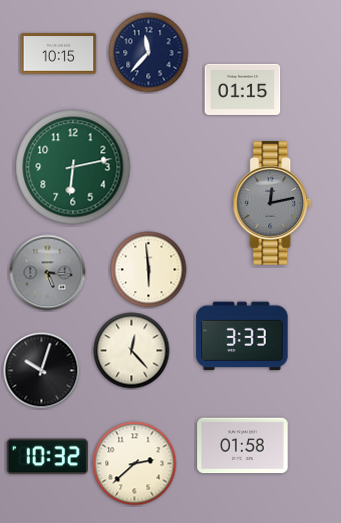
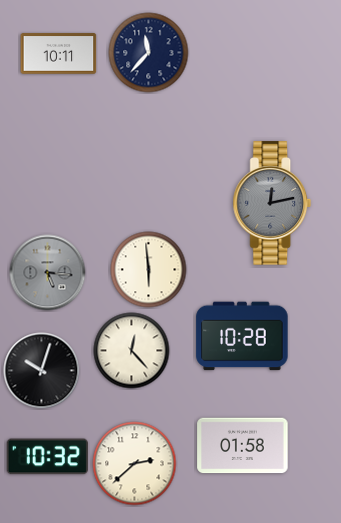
clock at (59, 54): 10:15 -> 10:11
clock at (243, 89): 01:15 -> none
clock at (73, 167): 6:13 -> none
clock at (242, 336): 3:33 -> 10:28
